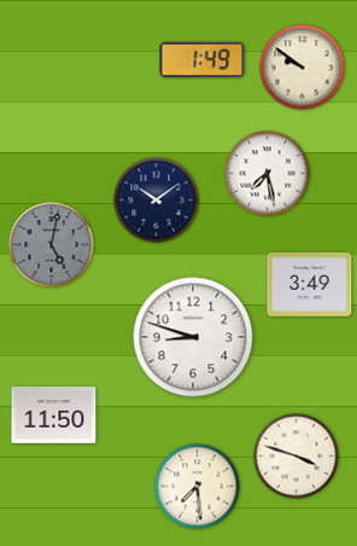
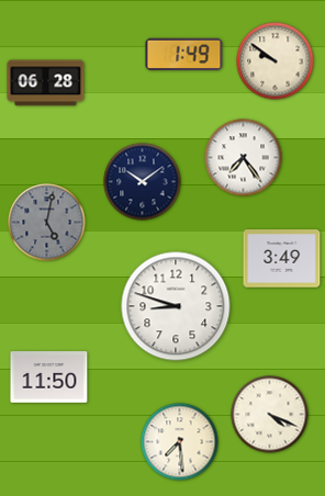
clock at (46, 83): none -> 06:28
clock at (268, 174): 7:28 -> 7:24
clock at (297, 457): 3:48 -> 4:19
